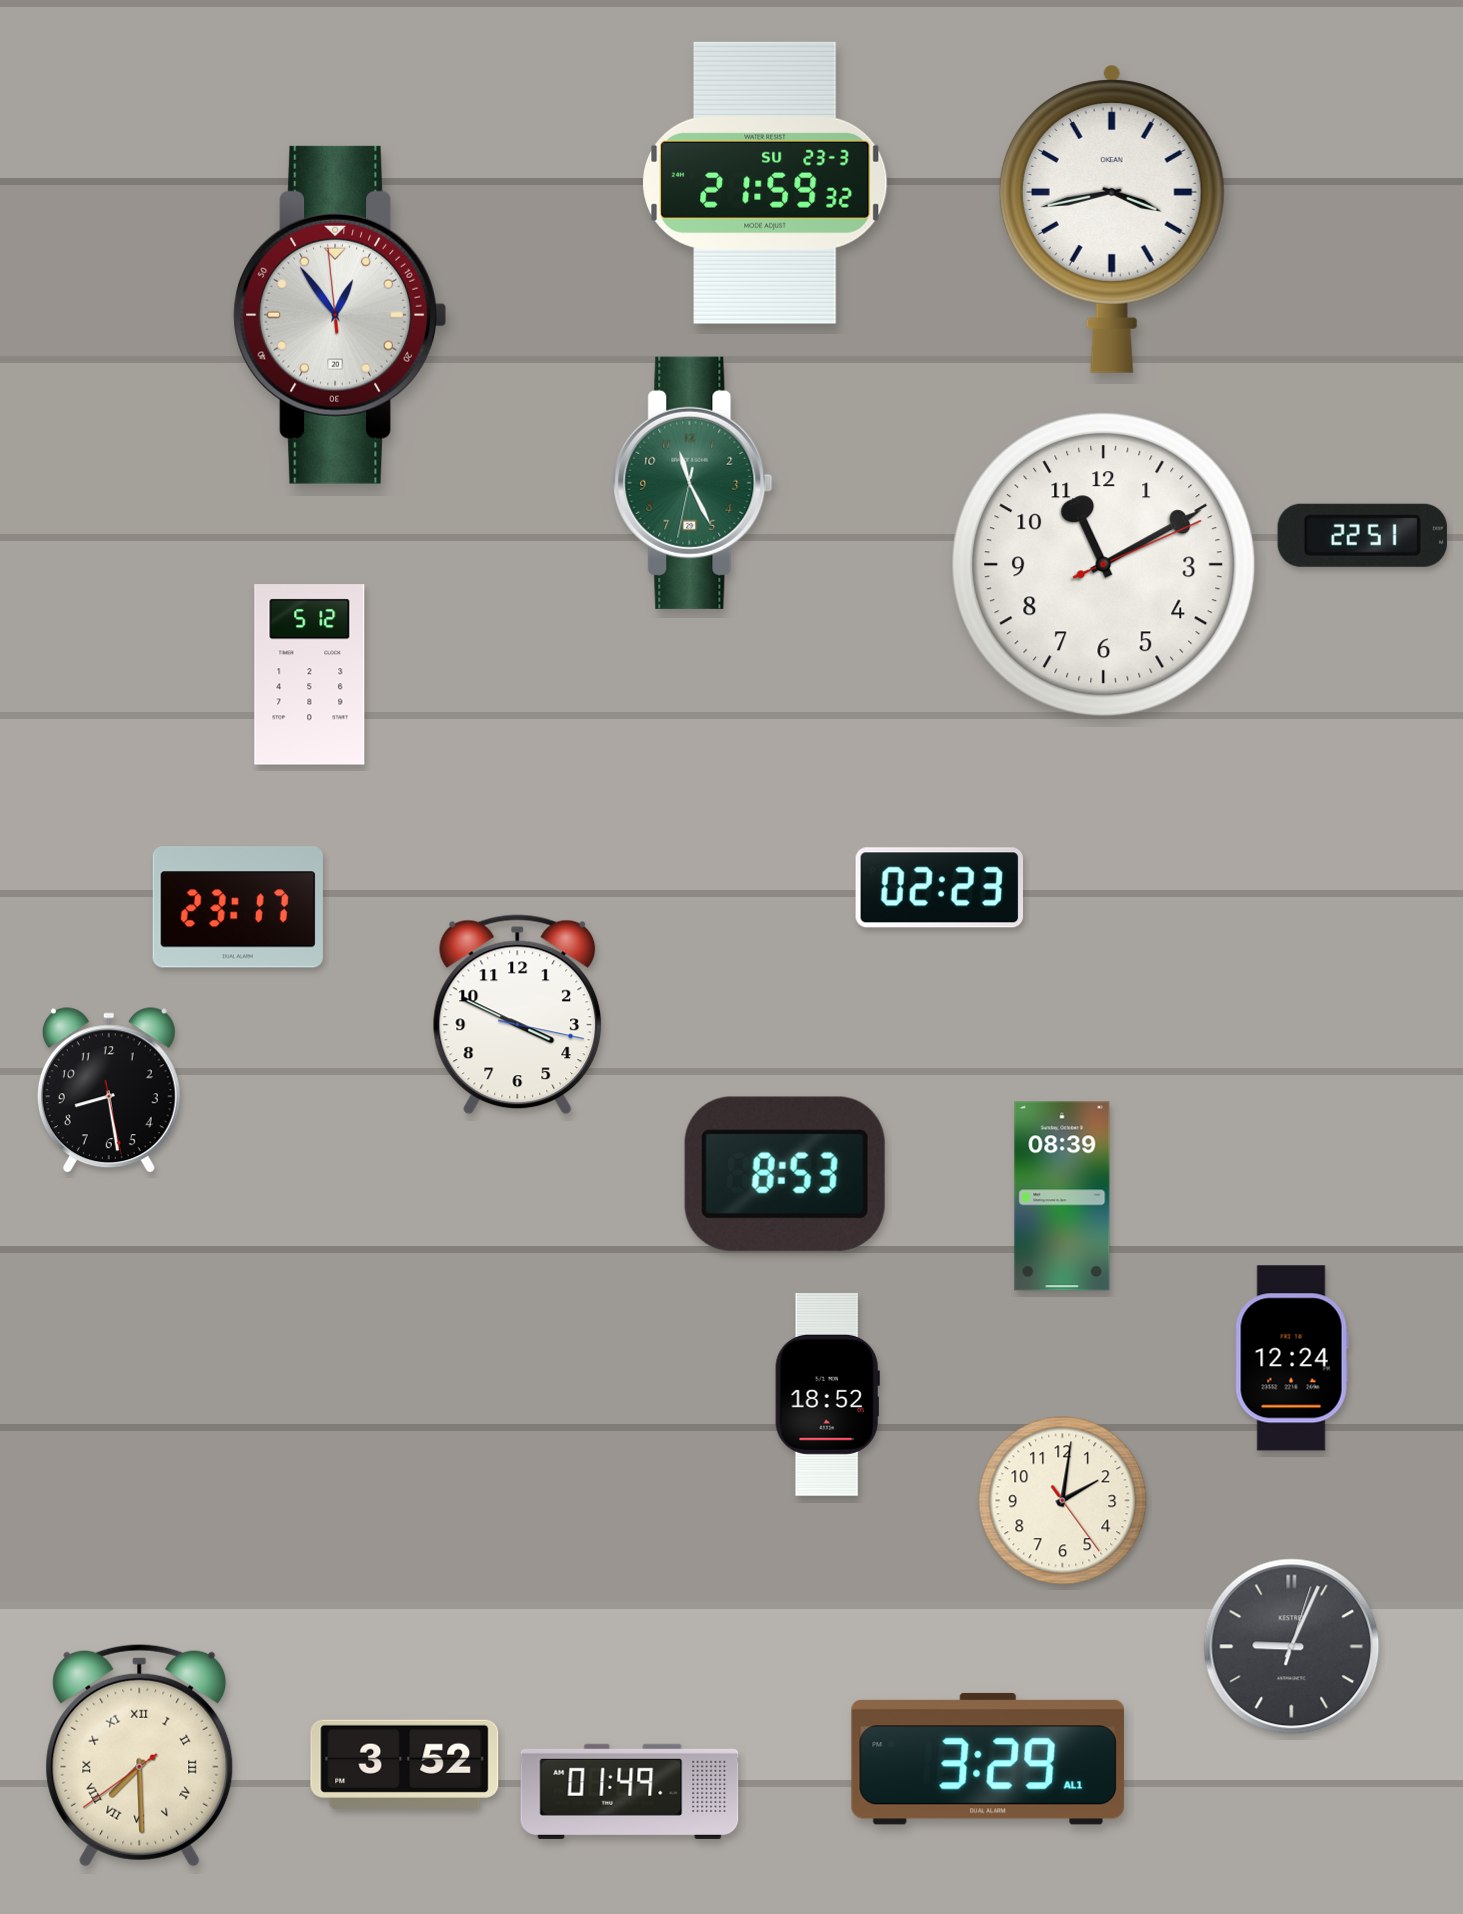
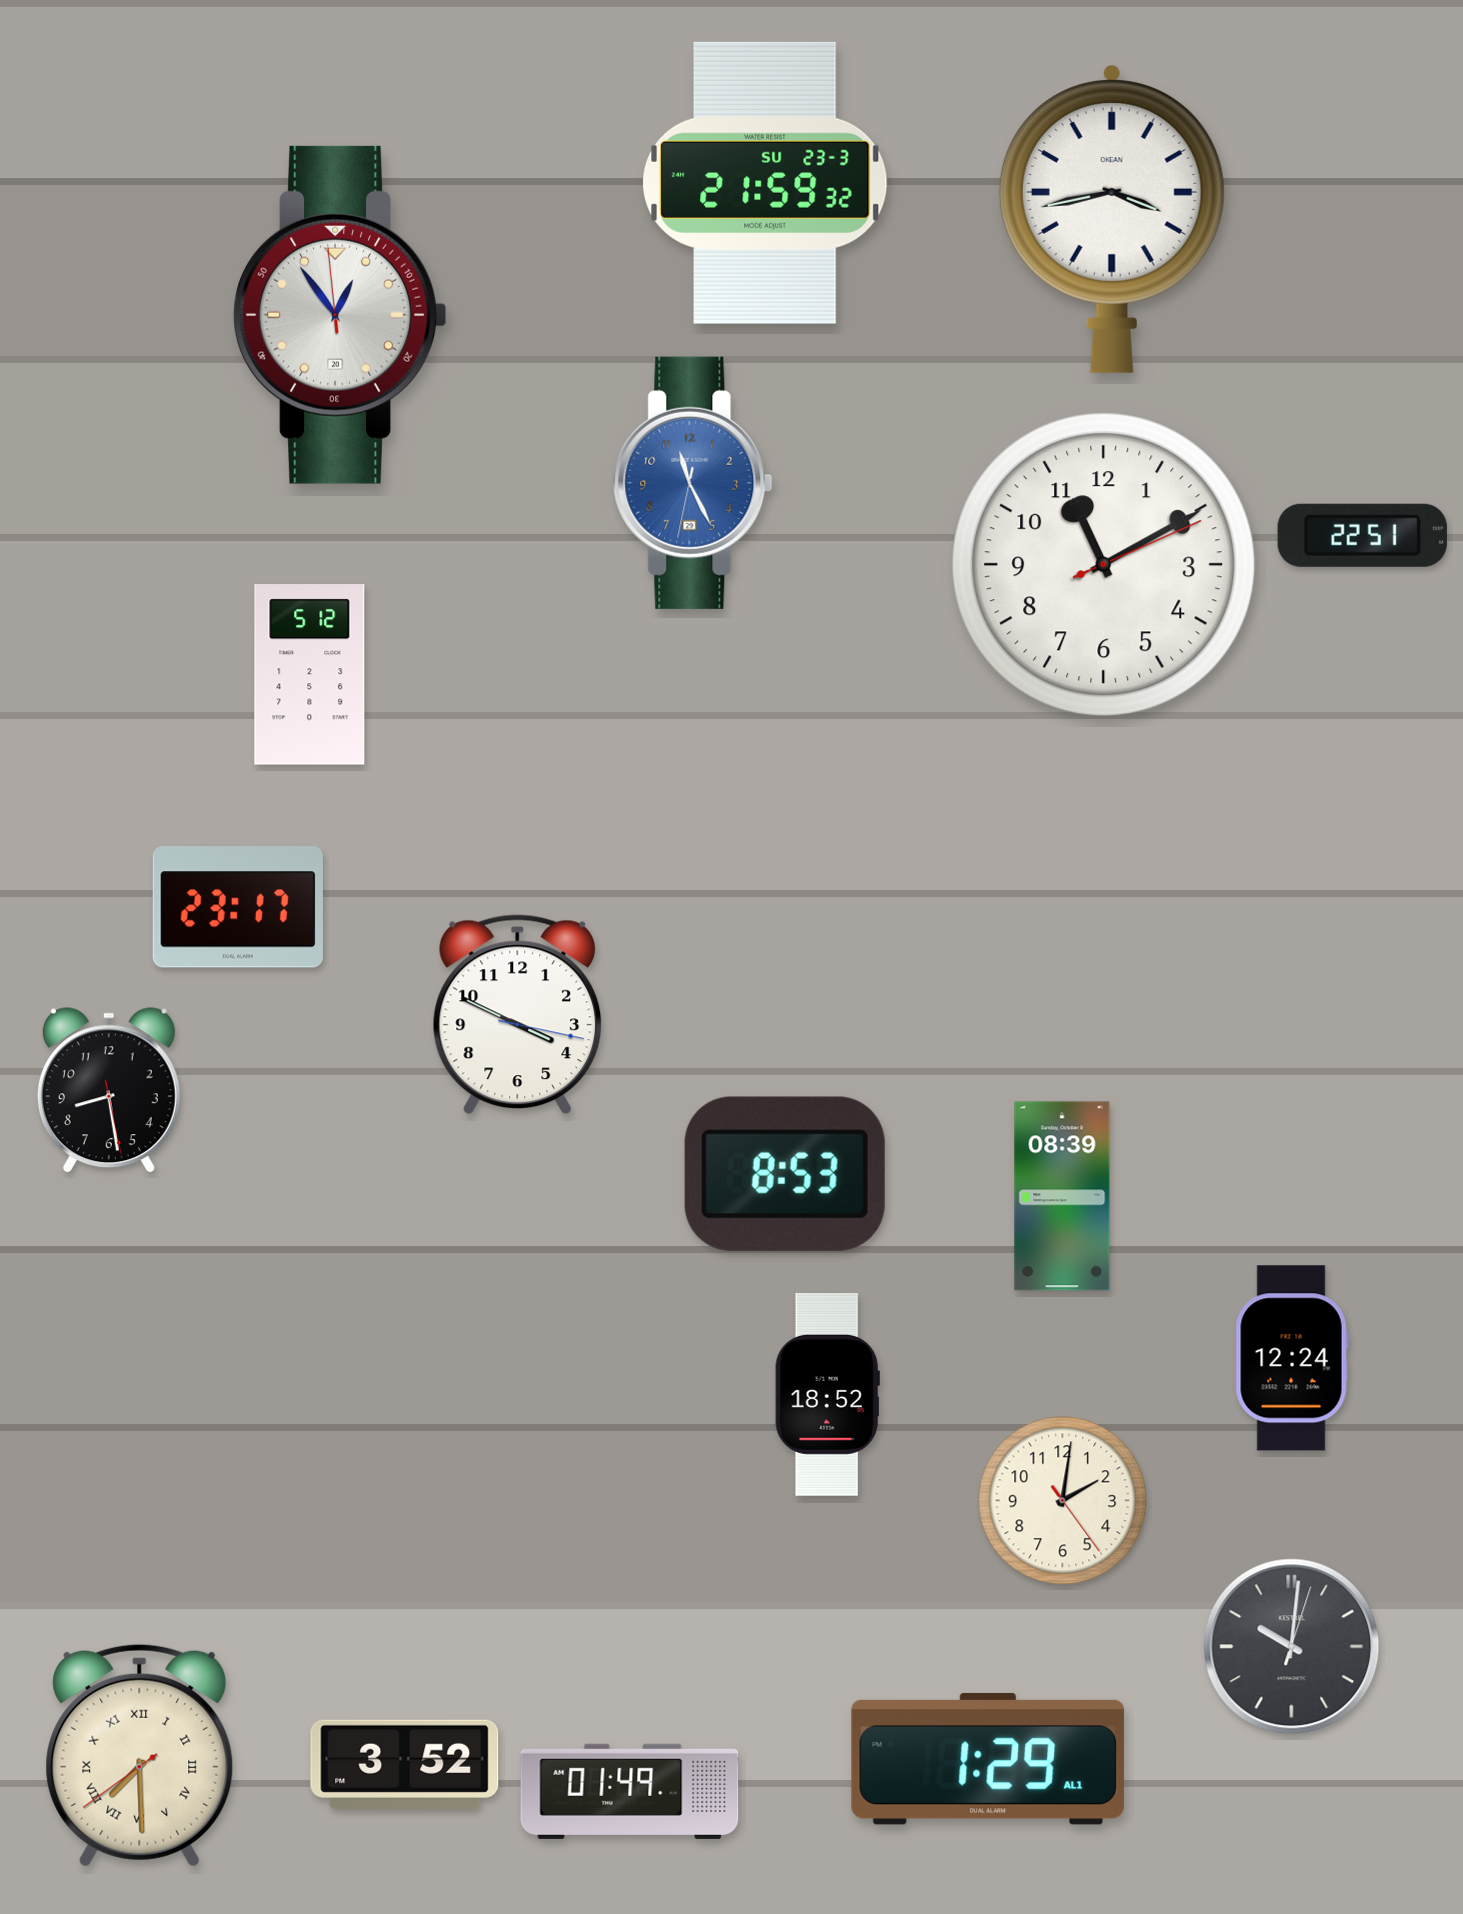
clock at (693, 483) dial: green -> blue
clock at (940, 888): 02:23 -> none
clock at (1292, 1647): 9:04 -> 10:01
clock at (988, 1759): 3:29 -> 1:29
